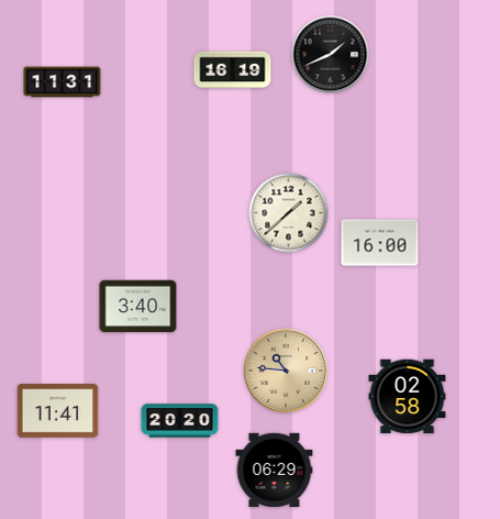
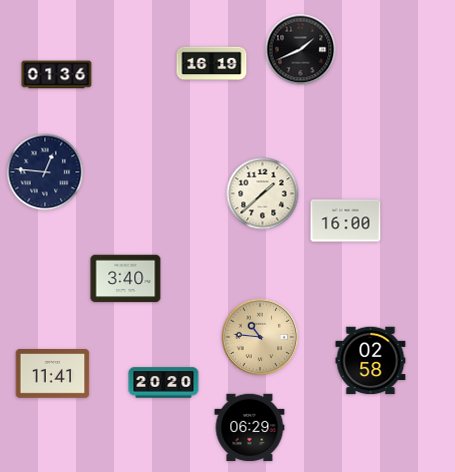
clock at (63, 82): 11:31 -> 01:36
clock at (45, 172): none -> 12:46
